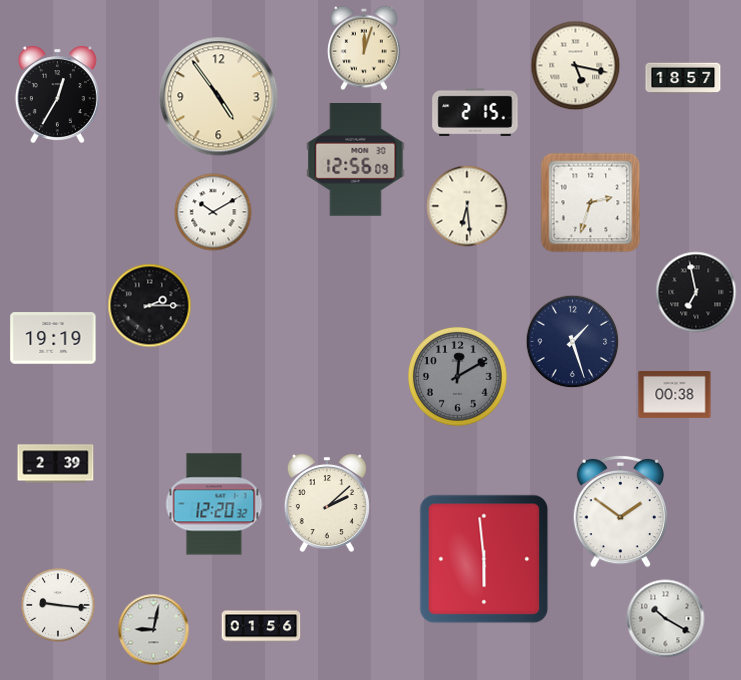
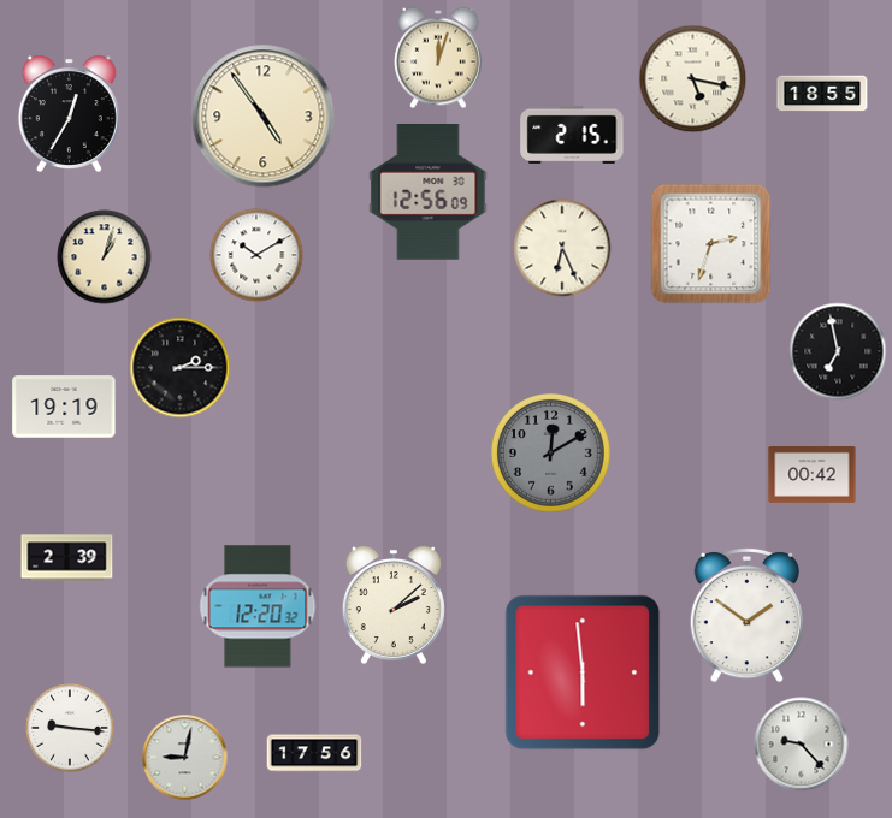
clock at (683, 78): 18:57 -> 18:55
clock at (467, 206): 6:29 -> 6:26
clock at (105, 257): none -> 1:03
clock at (573, 342): 1:27 -> none
clock at (675, 394): 00:38 -> 00:42
clock at (666, 619): 10:20 -> 9:23
clock at (261, 626): 01:56 -> 17:56
